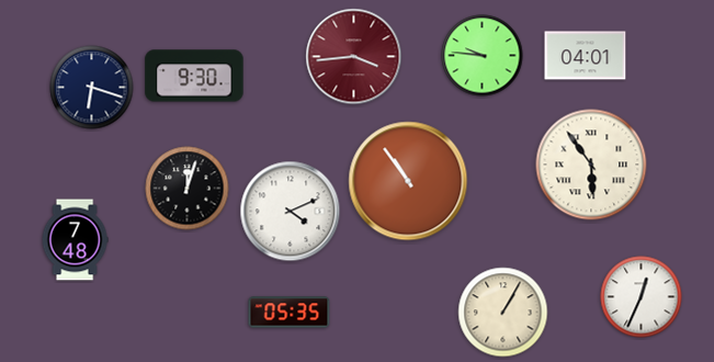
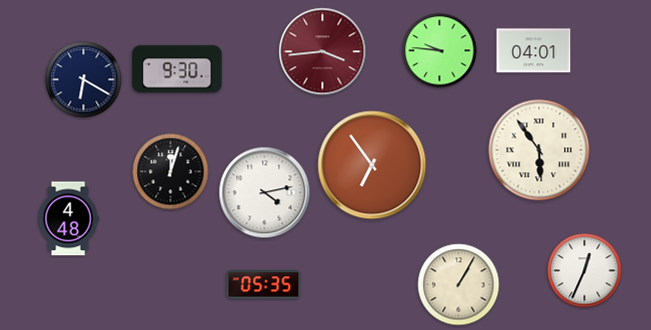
clock at (92, 88): 6:18 -> 6:20
clock at (408, 181): 10:54 -> 6:54
clock at (291, 212): 4:11 -> 4:13
clock at (75, 240): 7:48 -> 4:48
